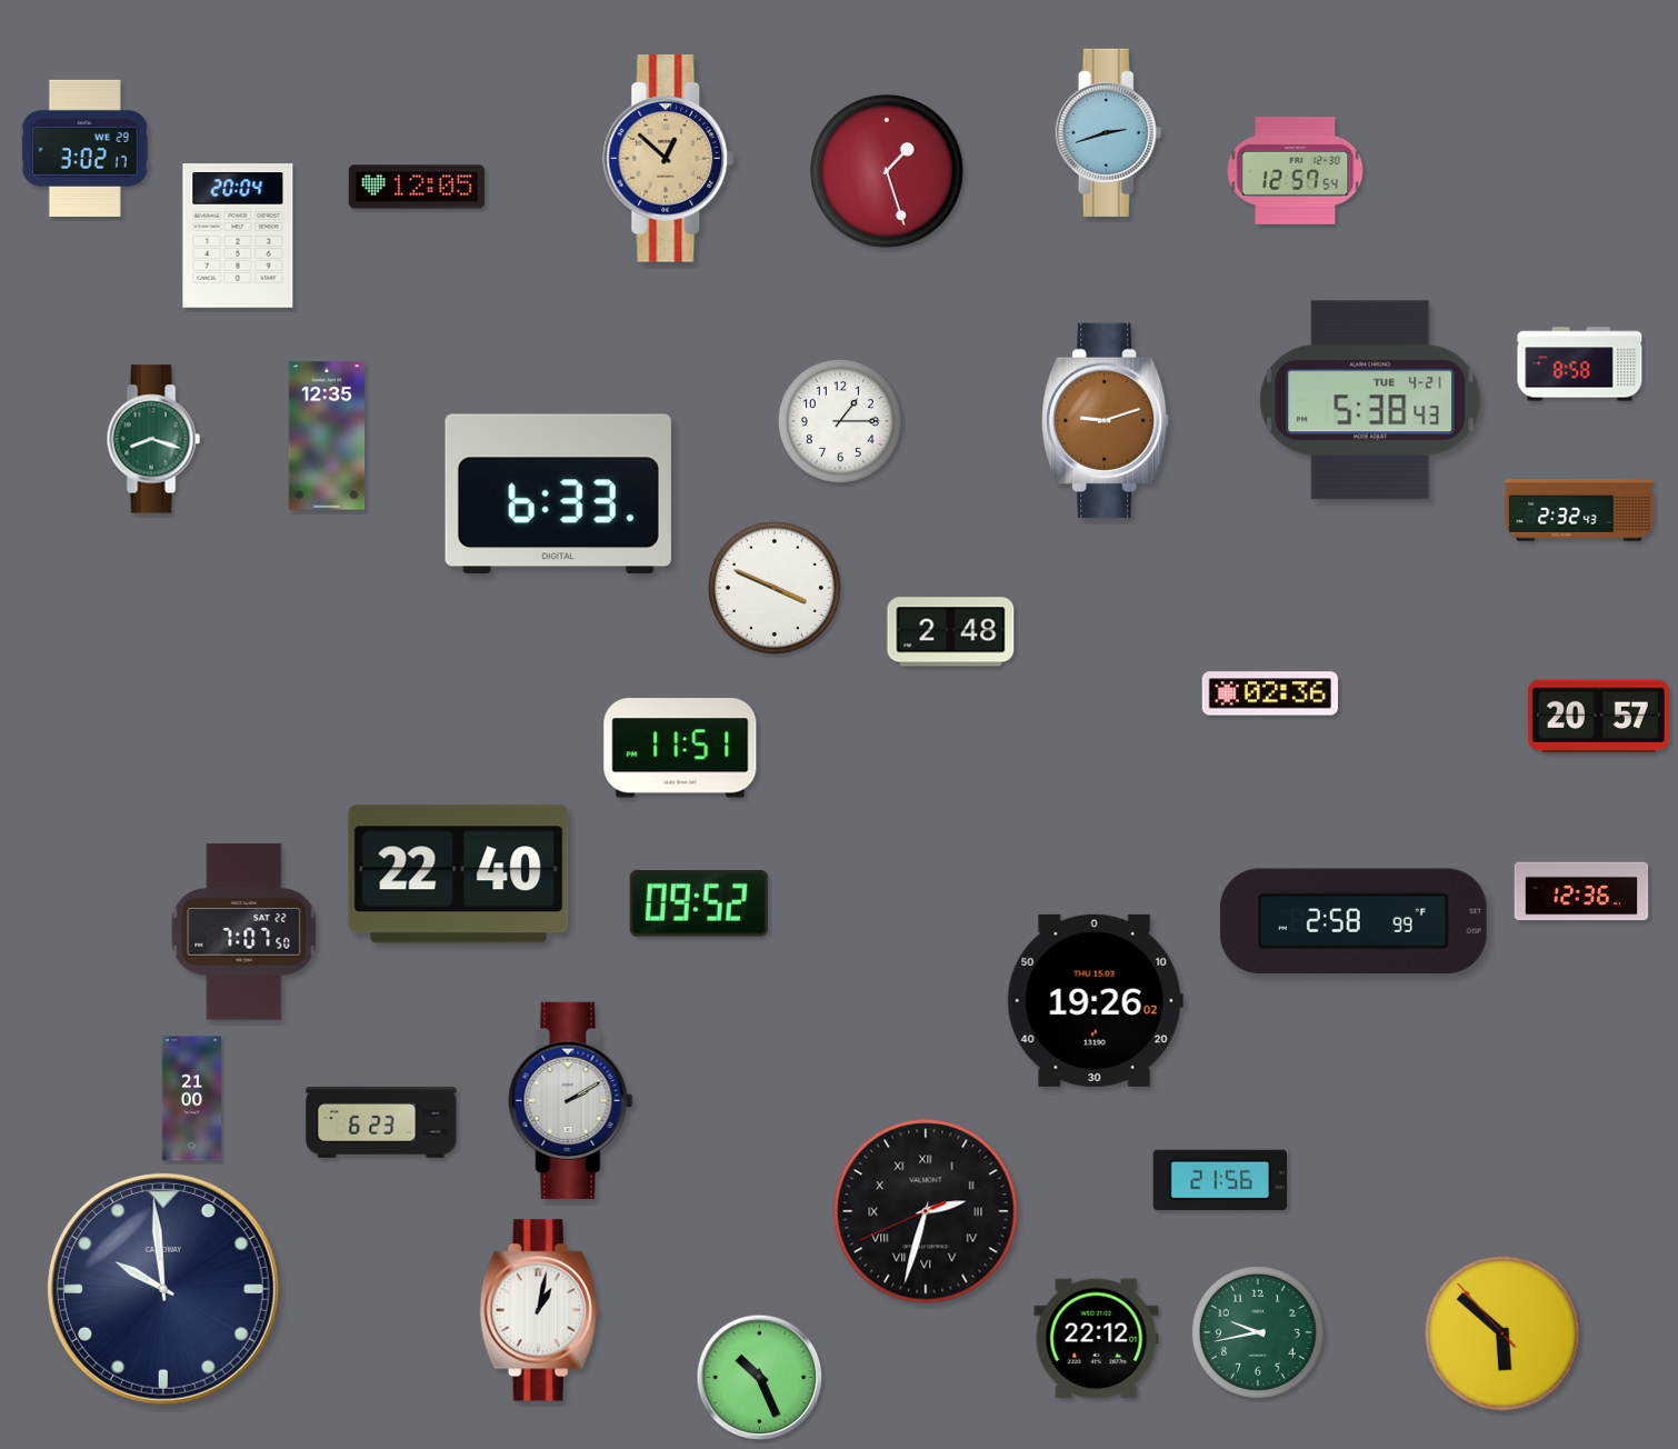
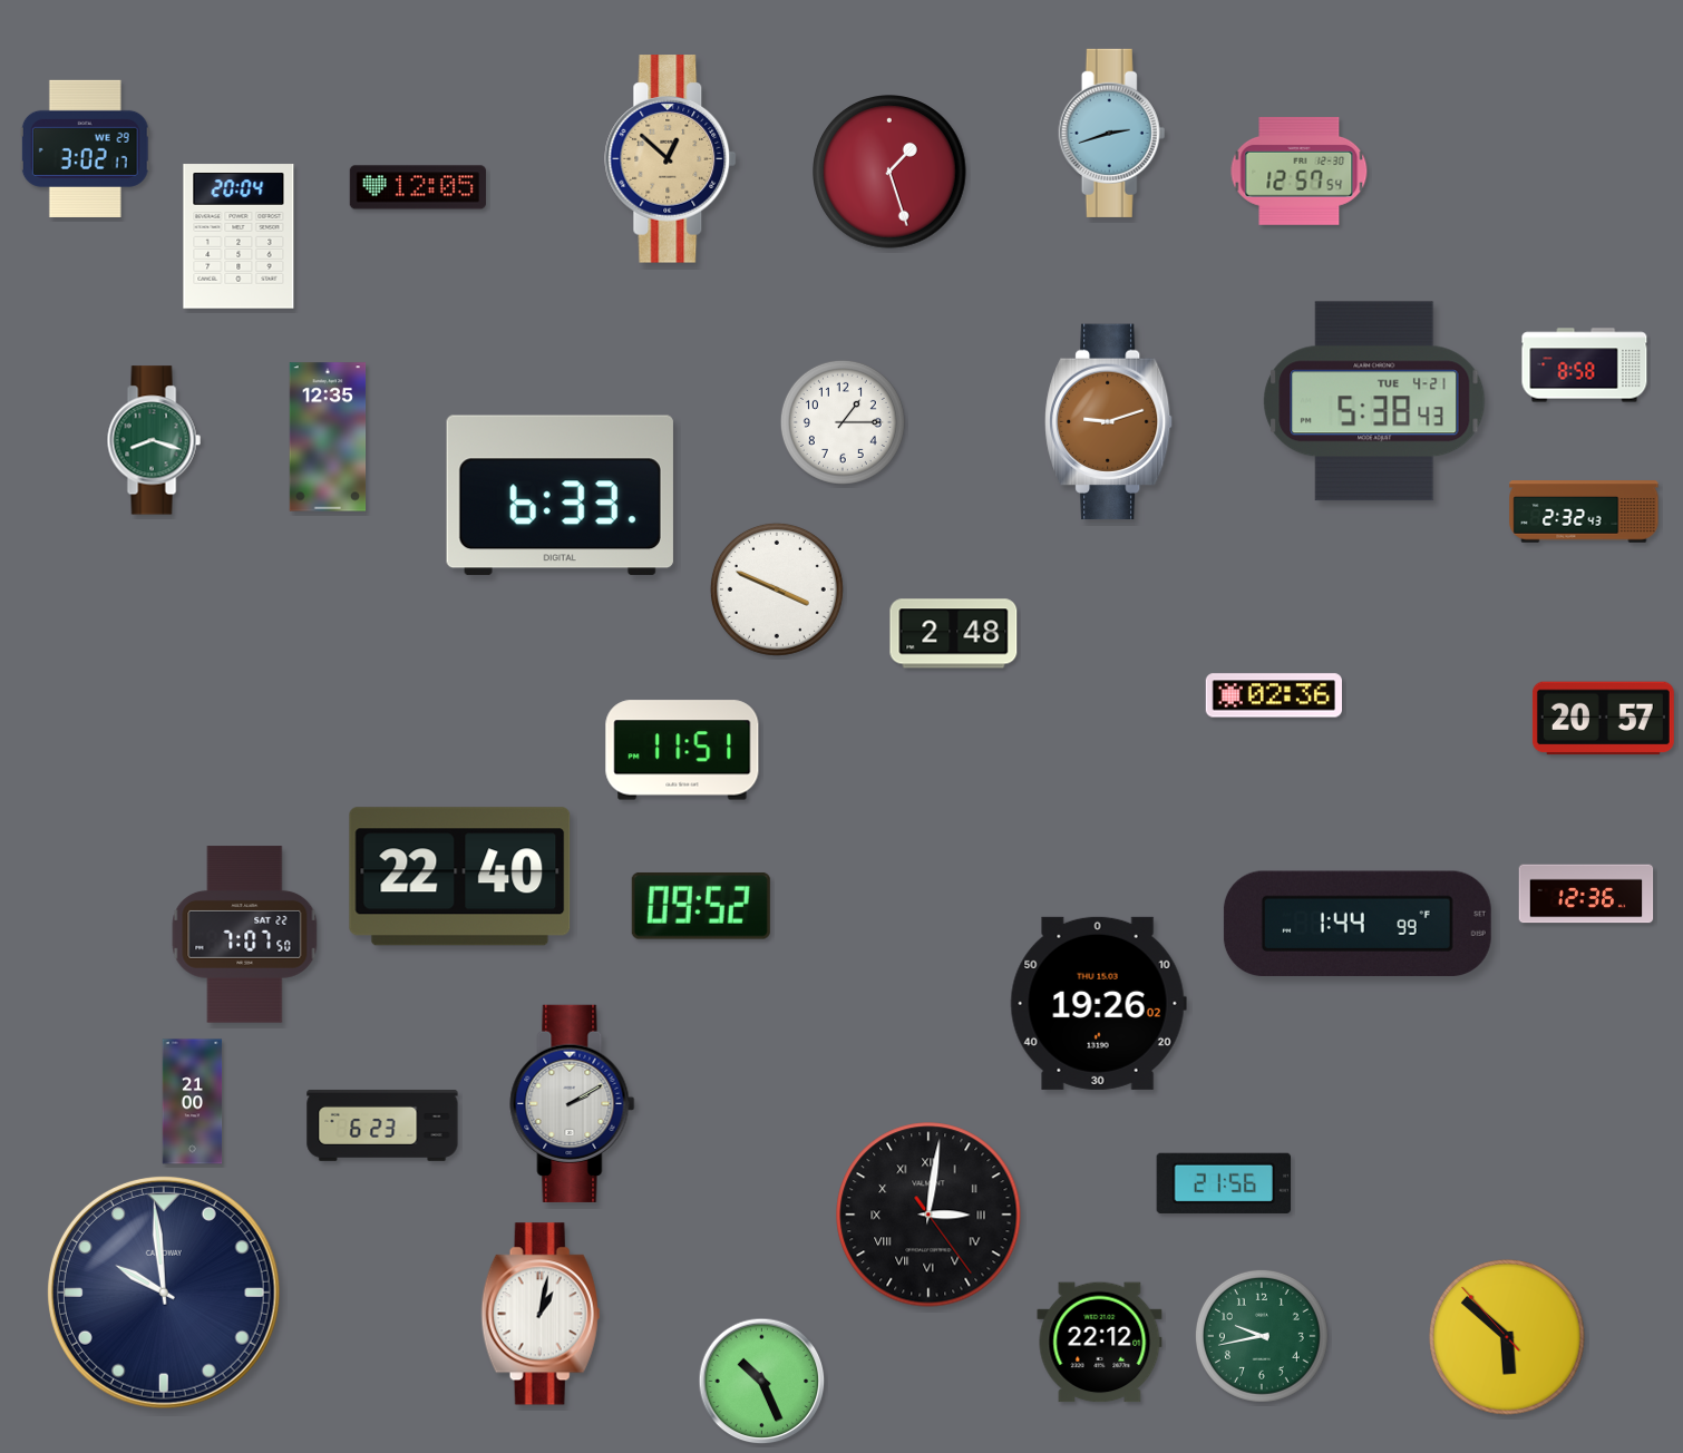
clock at (1354, 921): 2:58 -> 1:44
clock at (926, 1211): 2:32 -> 3:01
